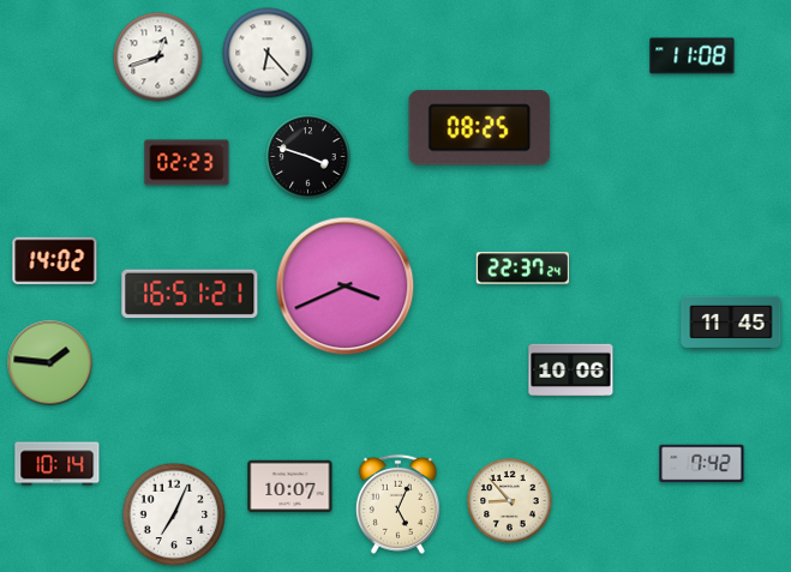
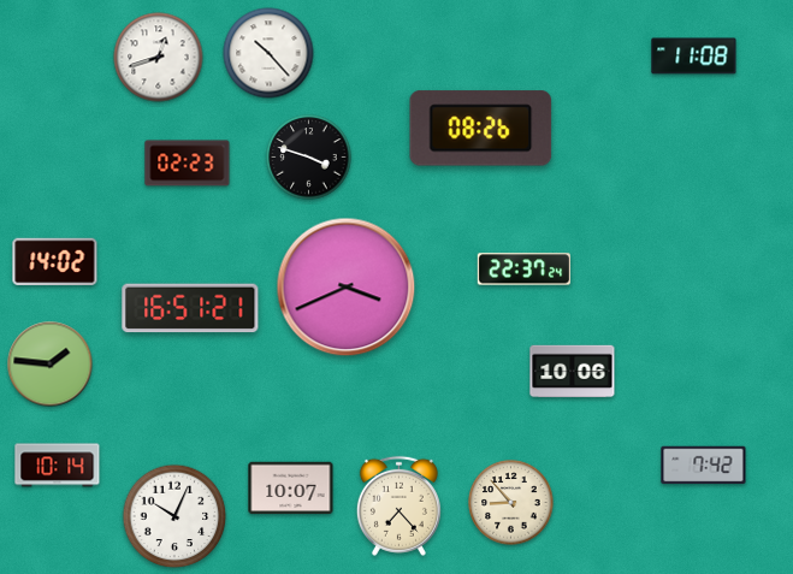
clock at (268, 53): 6:23 -> 10:23
clock at (480, 128): 08:25 -> 08:26
clock at (190, 294) position: (190, 294) -> (190, 308)
clock at (731, 321): 11:45 -> none
clock at (397, 504): 5:04 -> 7:23
clock at (174, 514): 7:04 -> 10:04
